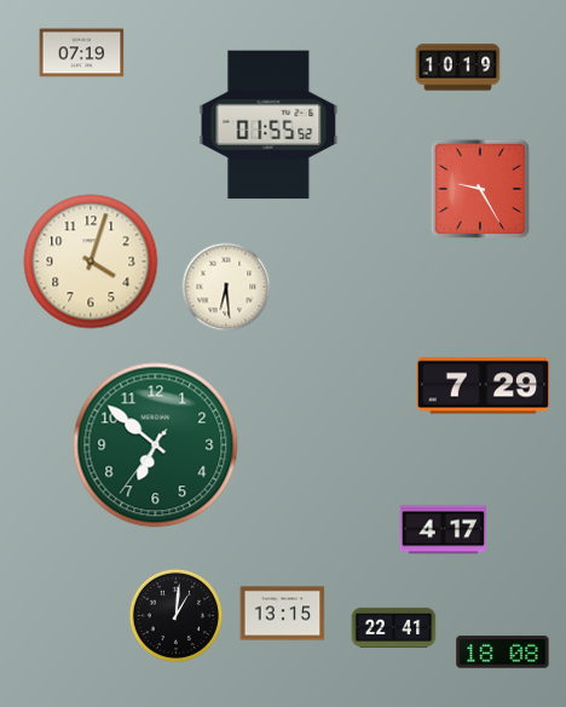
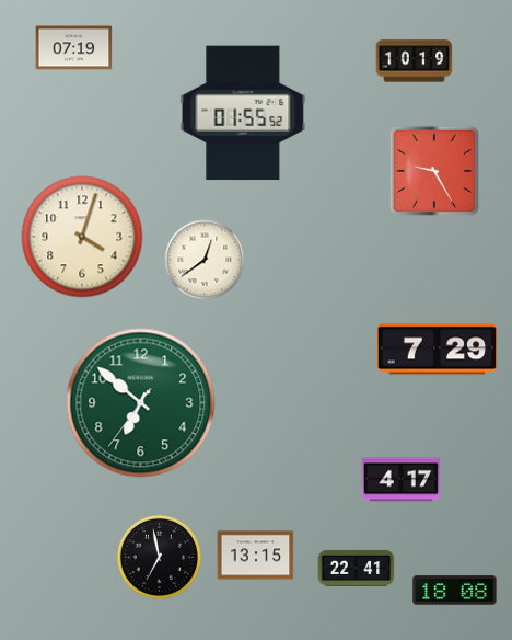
clock at (226, 287): 6:29 -> 12:39
clock at (175, 615): 1:01 -> 6:58
